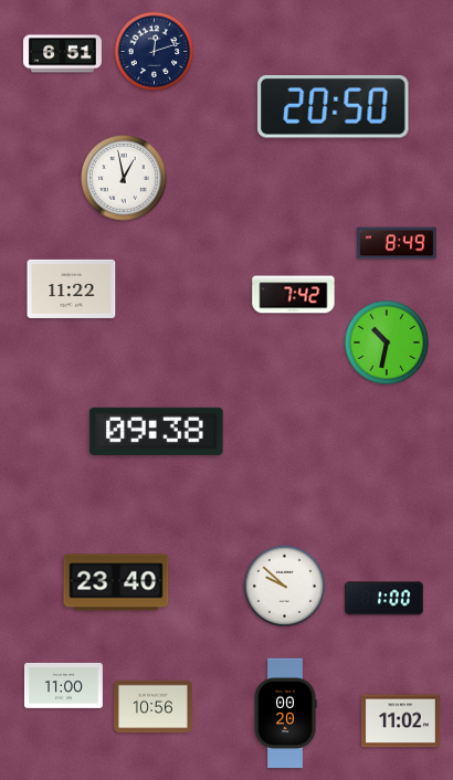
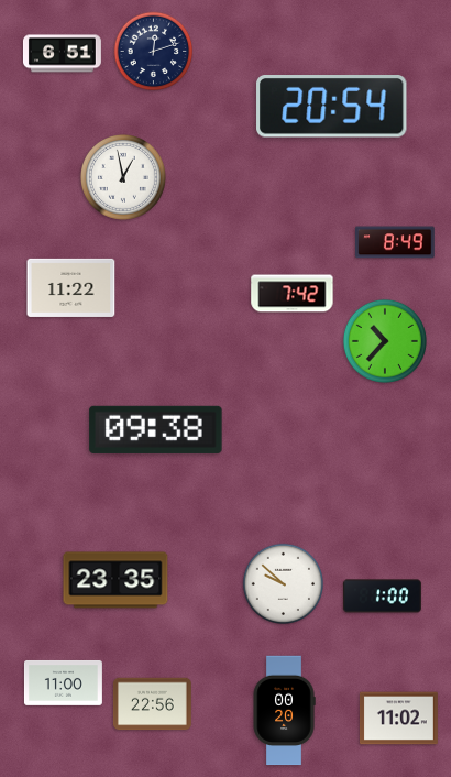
clock at (334, 107): 20:50 -> 20:54
clock at (387, 342): 10:32 -> 10:37
clock at (116, 582): 23:40 -> 23:35
clock at (152, 707): 10:56 -> 22:56
